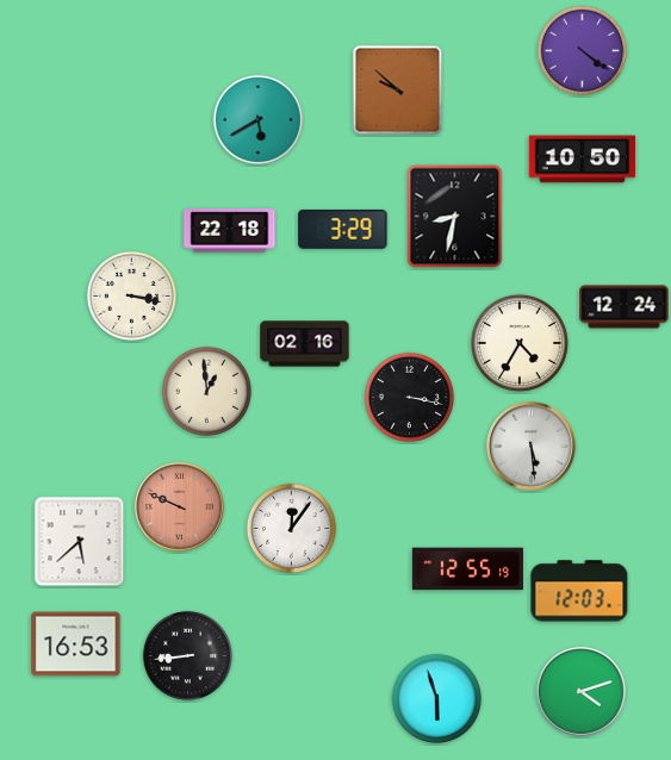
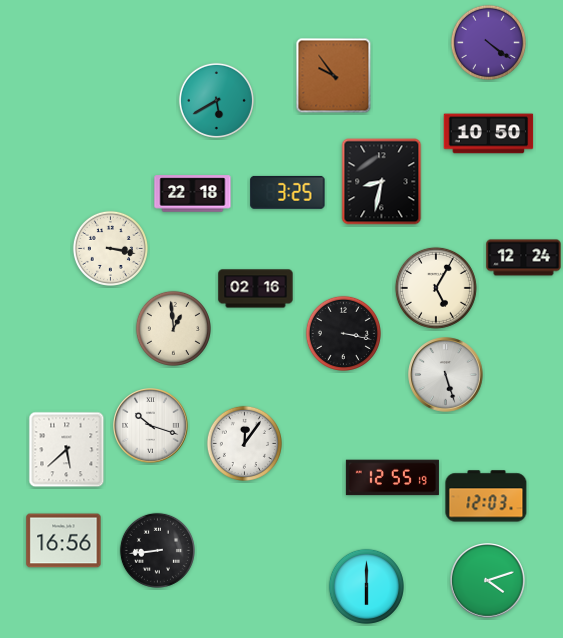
clock at (398, 91): 9:52 -> 9:54
clock at (343, 229): 3:29 -> 3:25
clock at (520, 343): 4:35 -> 5:05
clock at (532, 447): 5:29 -> 5:27
clock at (180, 507): 9:49 -> 10:18
clock at (180, 507) dial: salmon -> white
clock at (80, 542) position: (80, 542) -> (67, 450)
clock at (76, 644): 16:53 -> 16:56
clock at (436, 698): 5:57 -> 6:00
